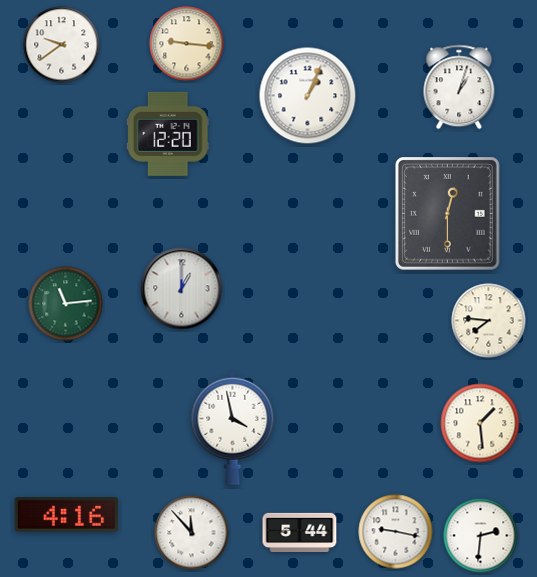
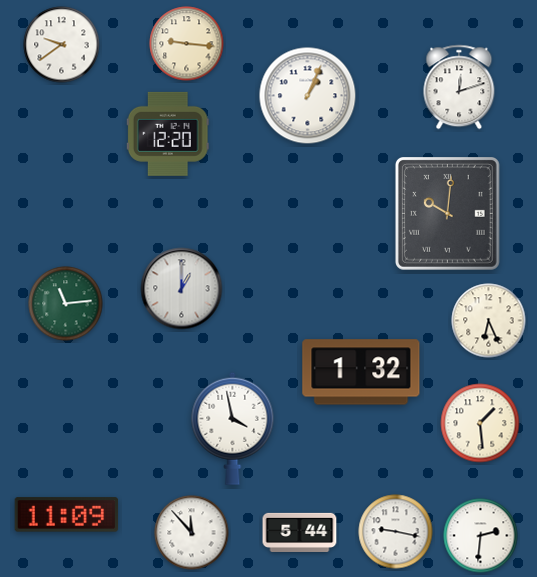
clock at (459, 87): 1:03 -> 12:12
clock at (447, 214): 12:30 -> 10:01
clock at (489, 321): 7:46 -> 6:26
clock at (361, 372): none -> 1:32
clock at (67, 515): 4:16 -> 11:09
